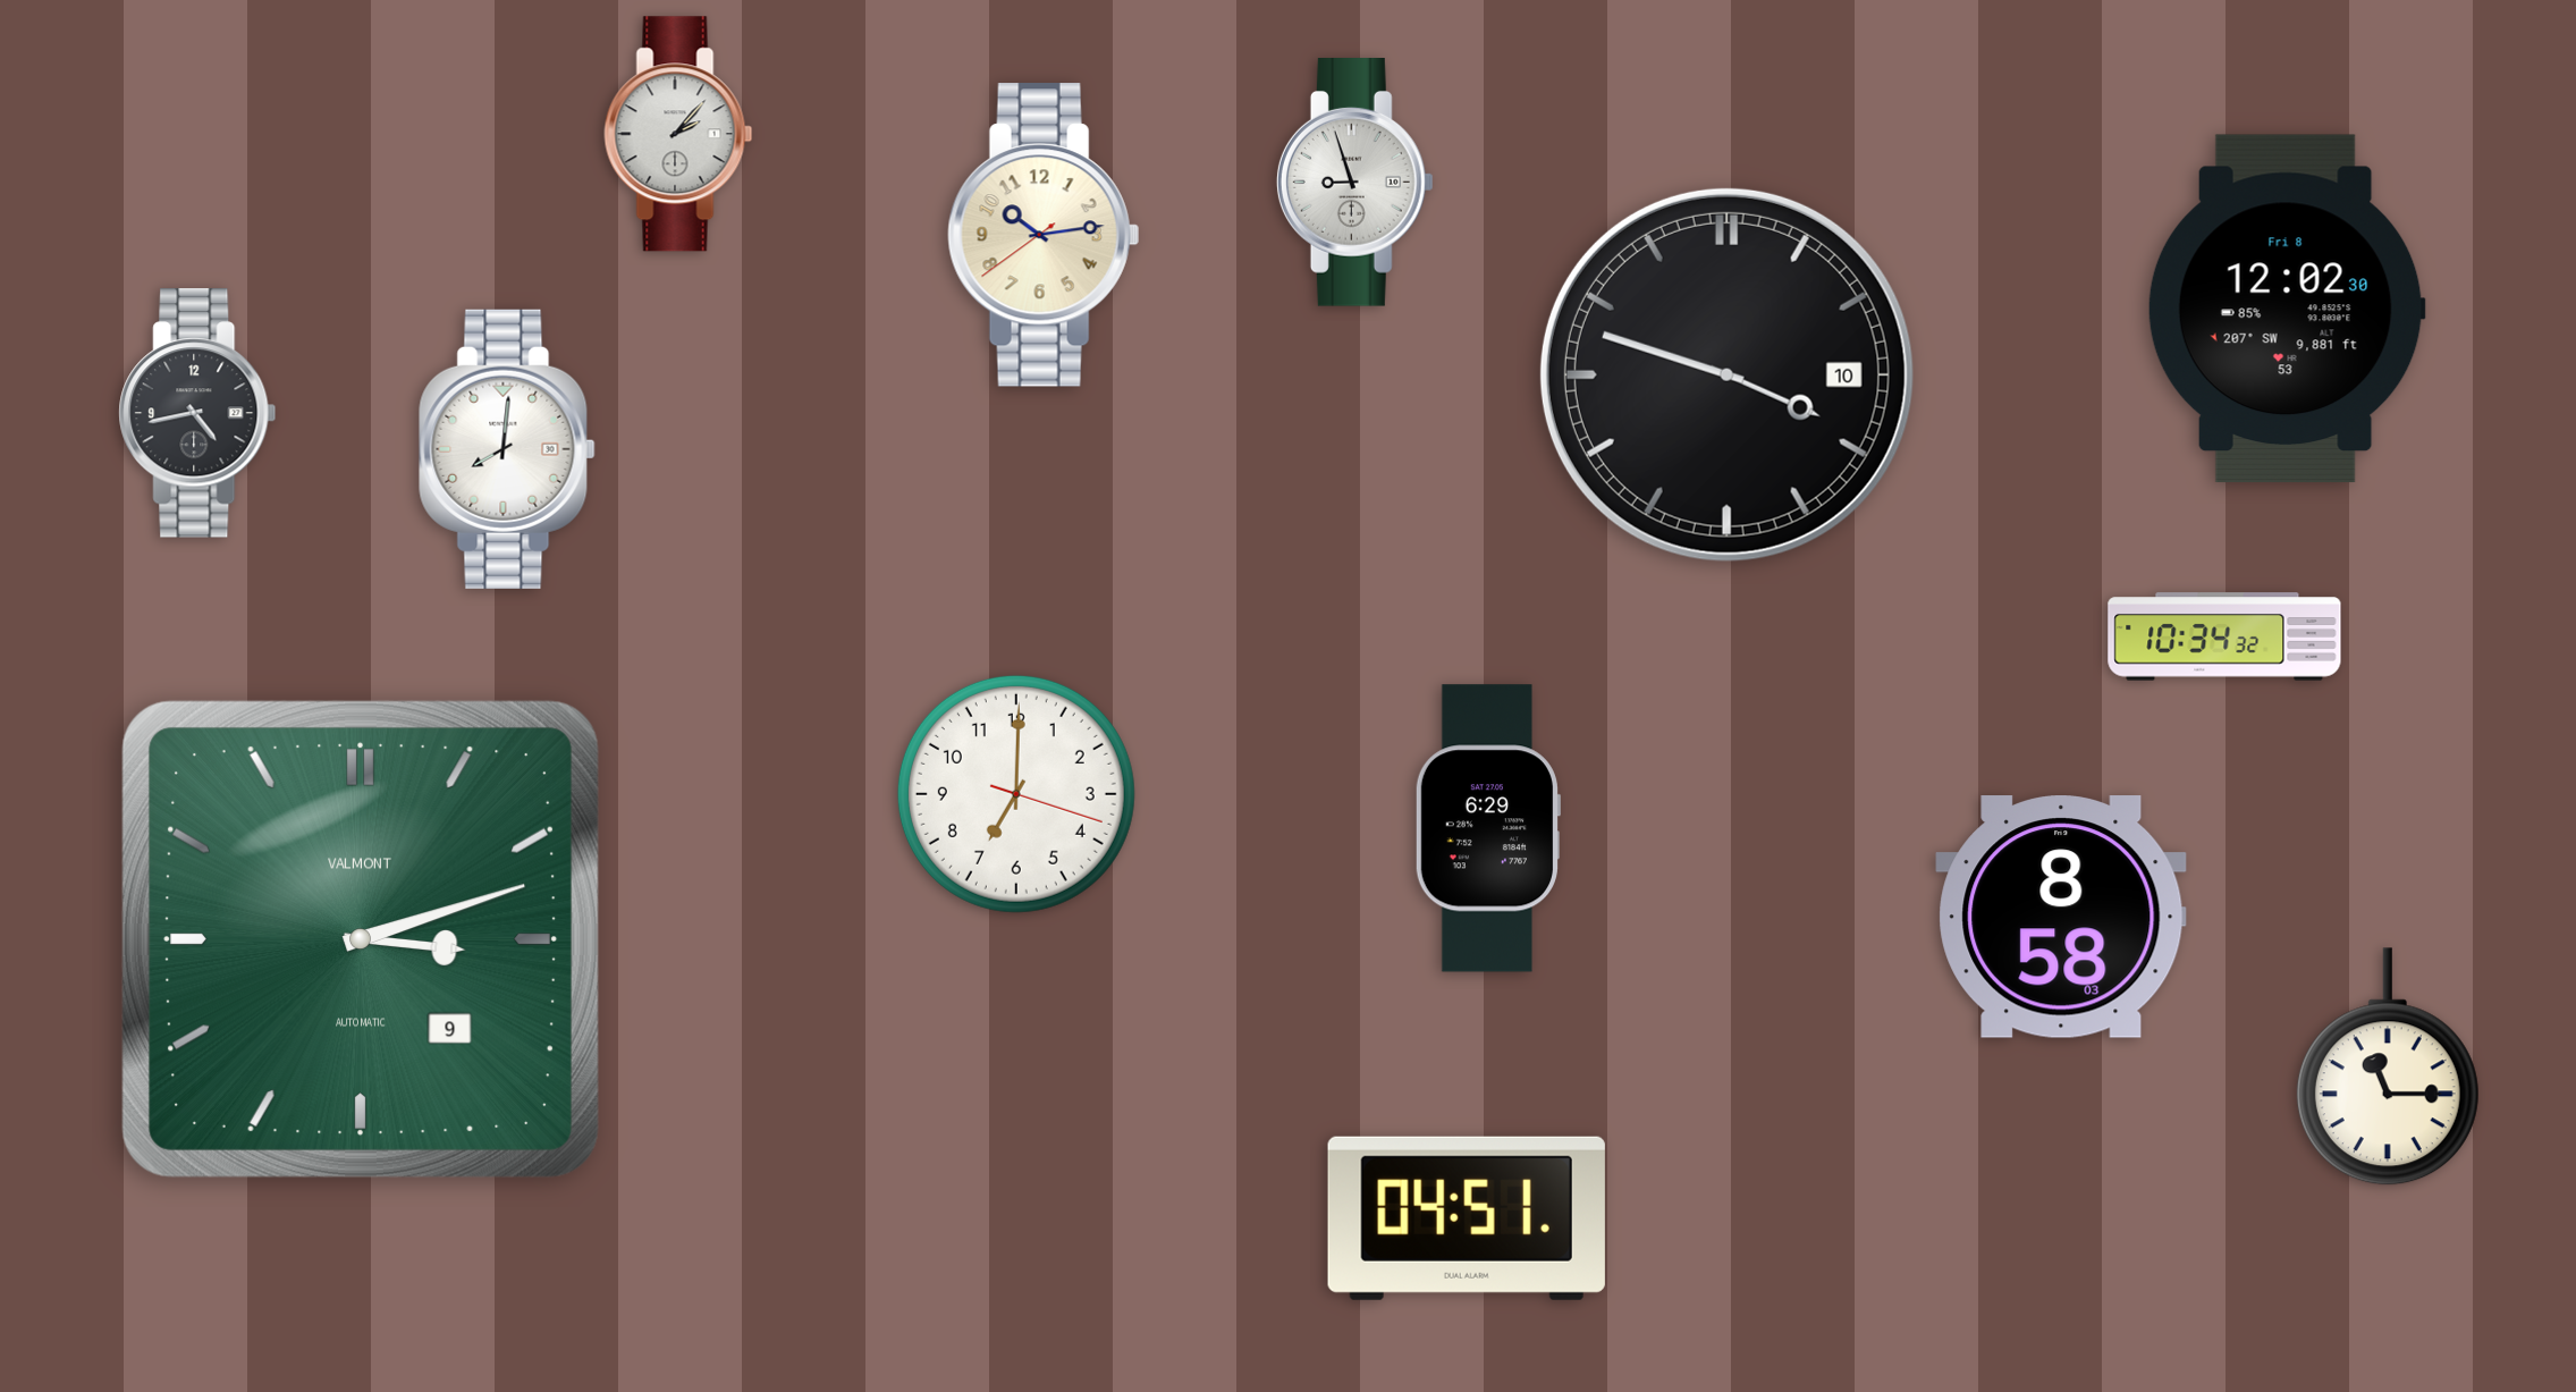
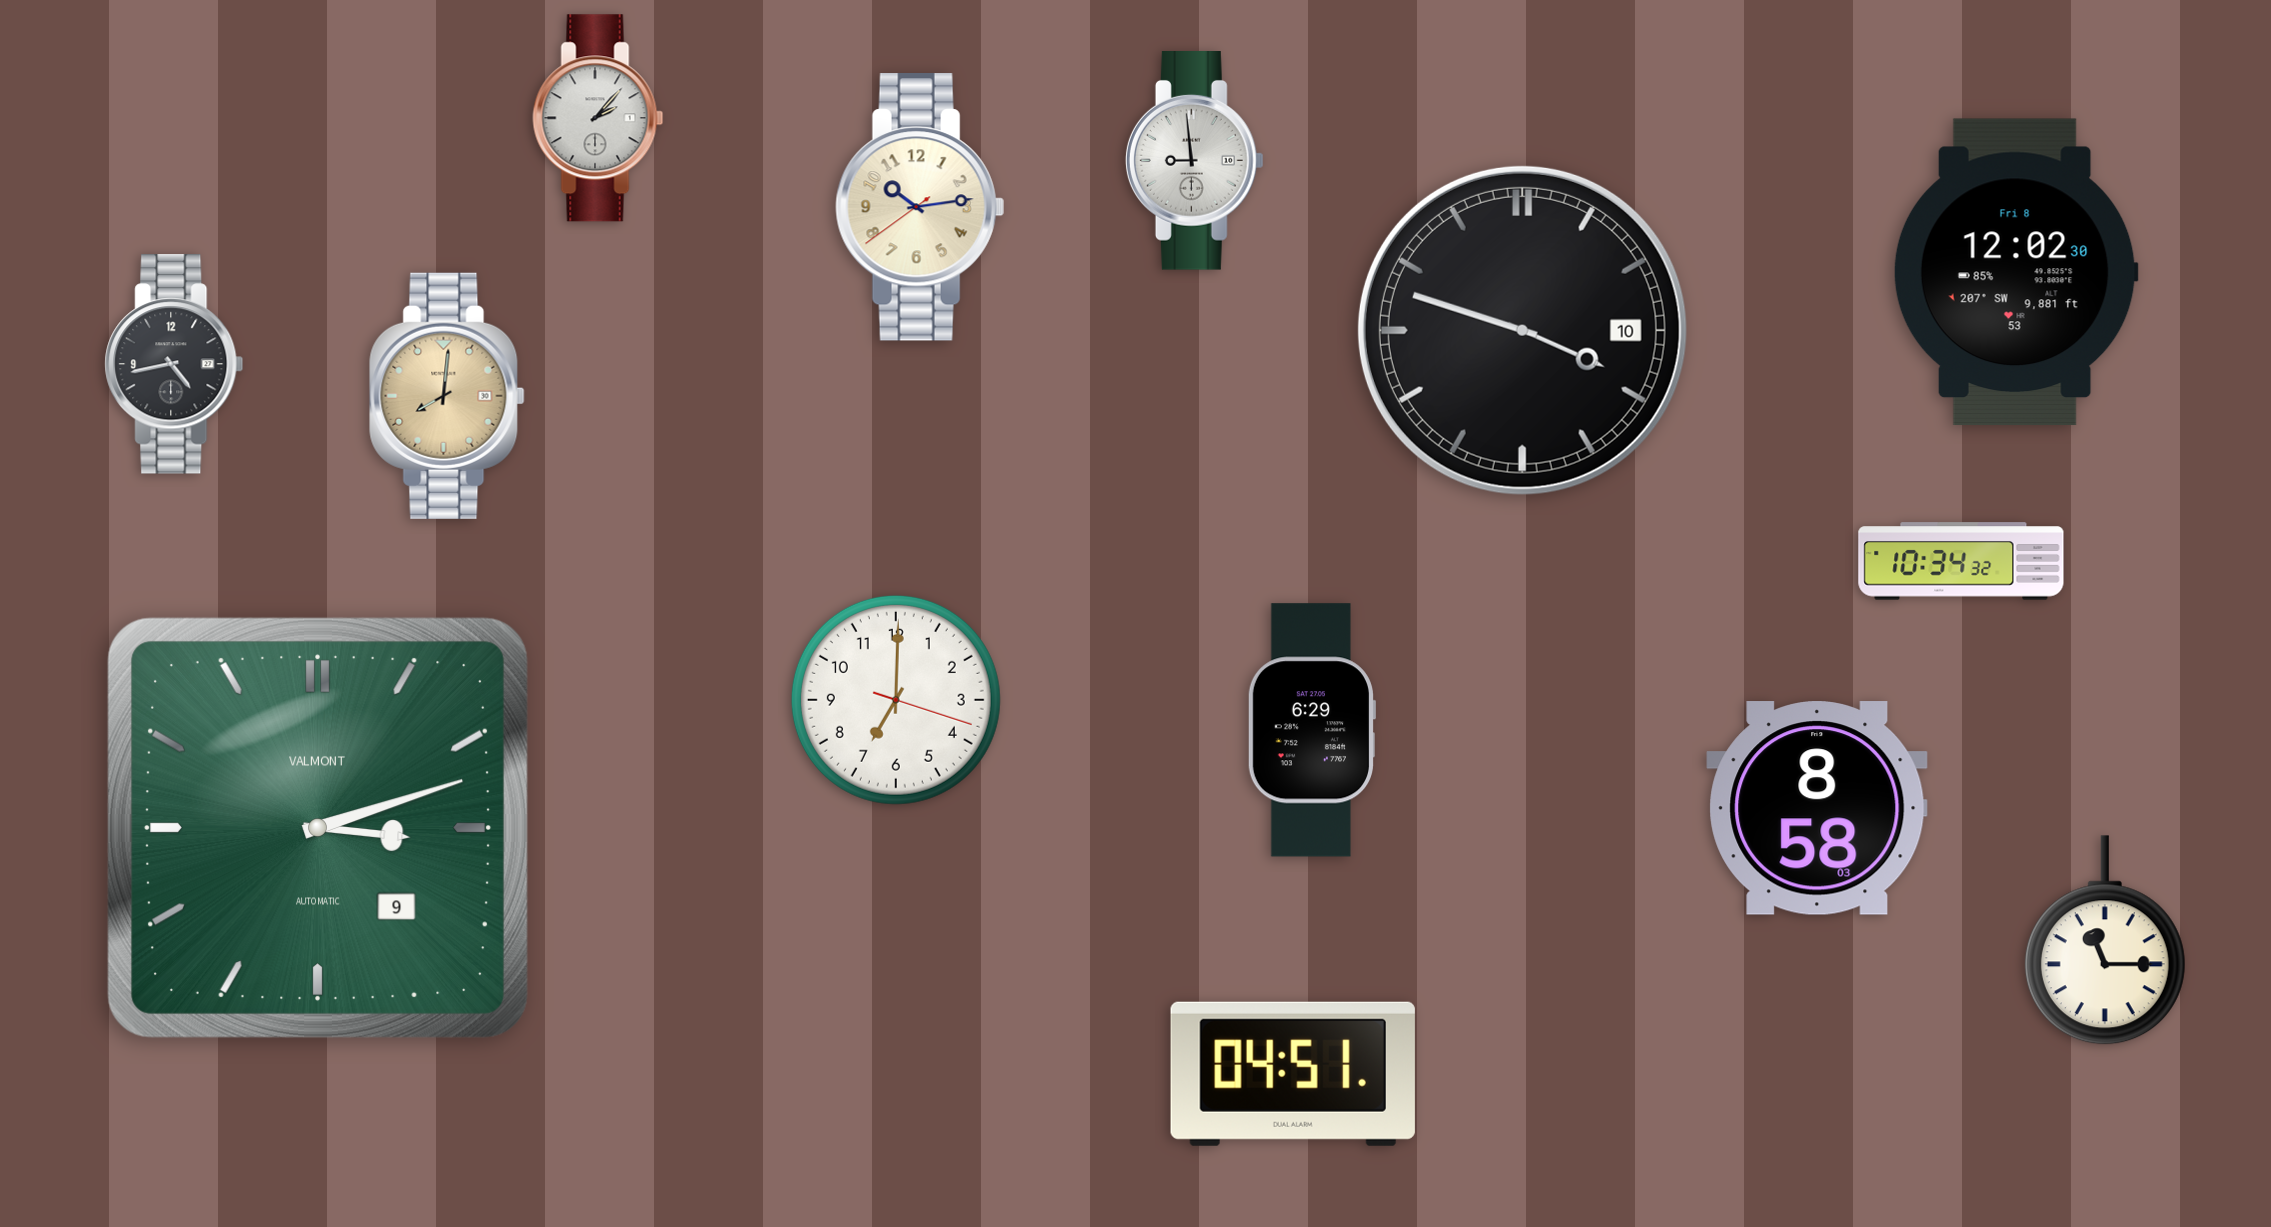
clock at (1354, 183): 8:57 -> 8:59
clock at (507, 449) dial: white -> champagne
